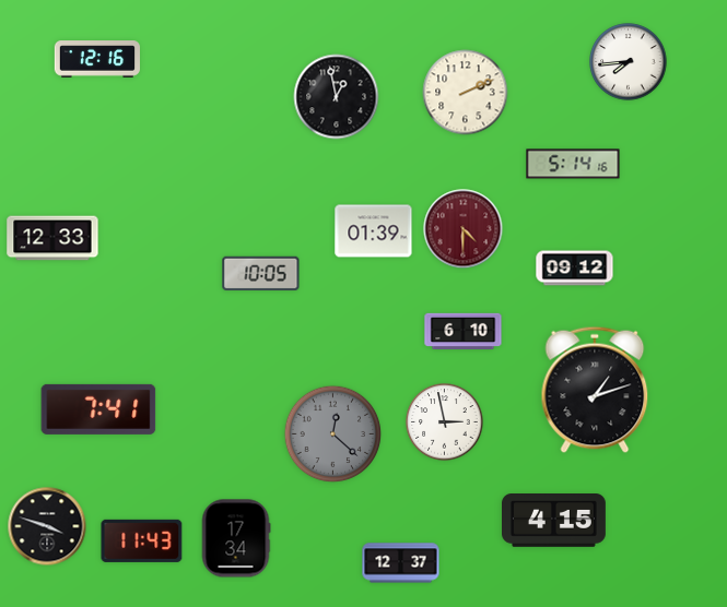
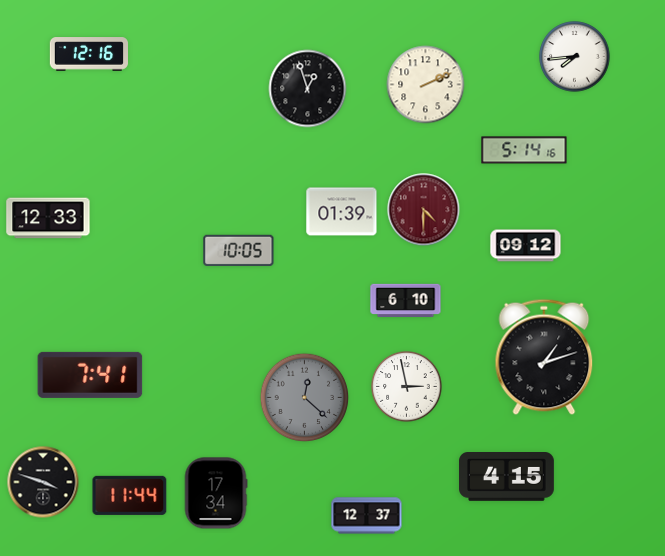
clock at (337, 97): 12:58 -> 12:57
clock at (464, 332) position: (464, 332) -> (406, 301)
clock at (142, 540): 11:43 -> 11:44
